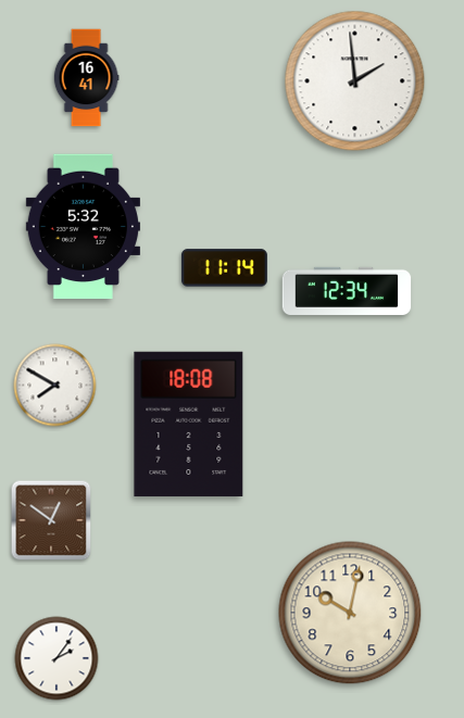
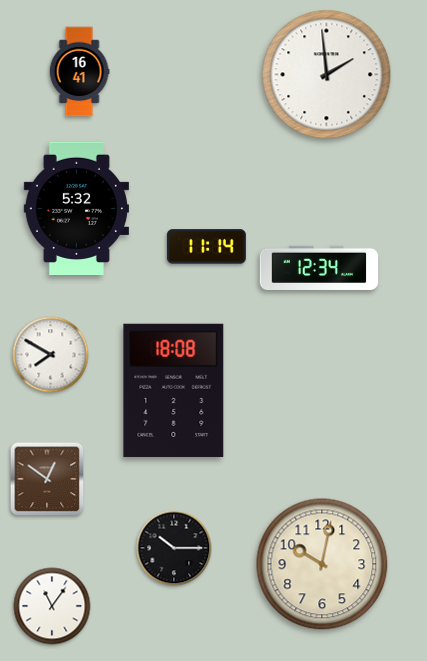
clock at (174, 548): none -> 10:15
clock at (57, 658): 2:06 -> 11:06
